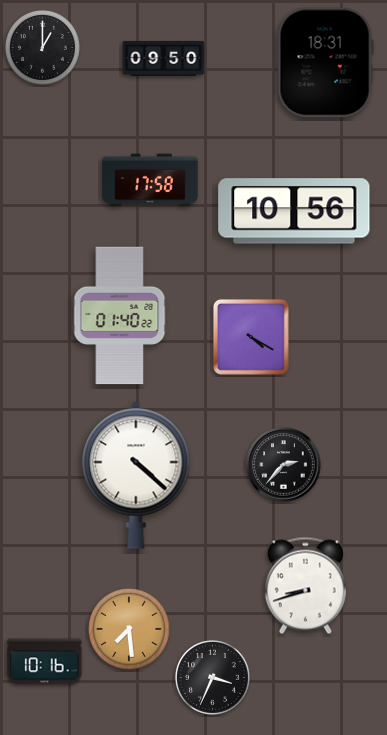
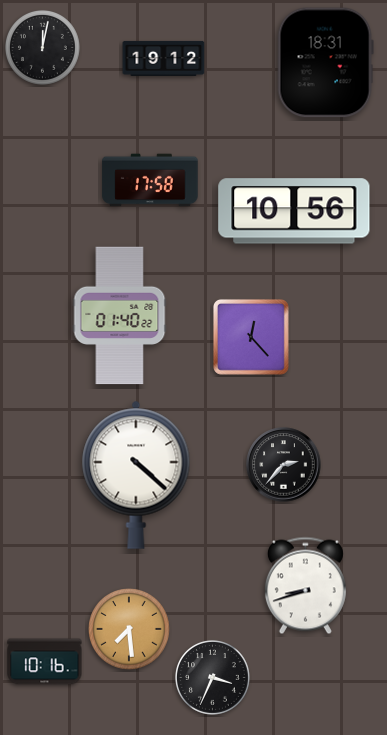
clock at (42, 47): 1:00 -> 12:02
clock at (164, 58): 09:50 -> 19:12
clock at (251, 337): 4:20 -> 12:23
